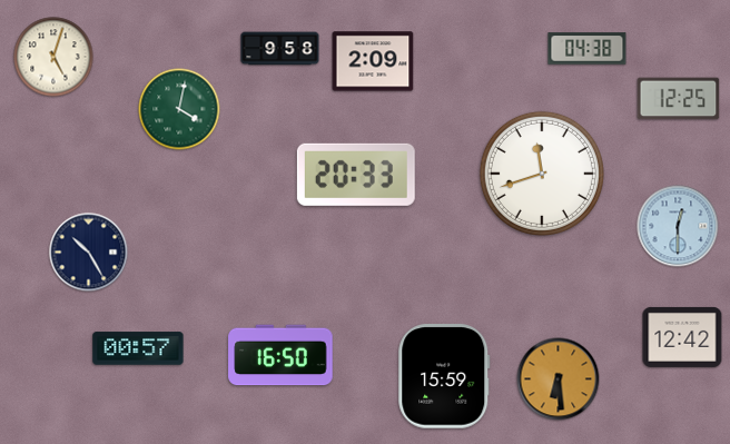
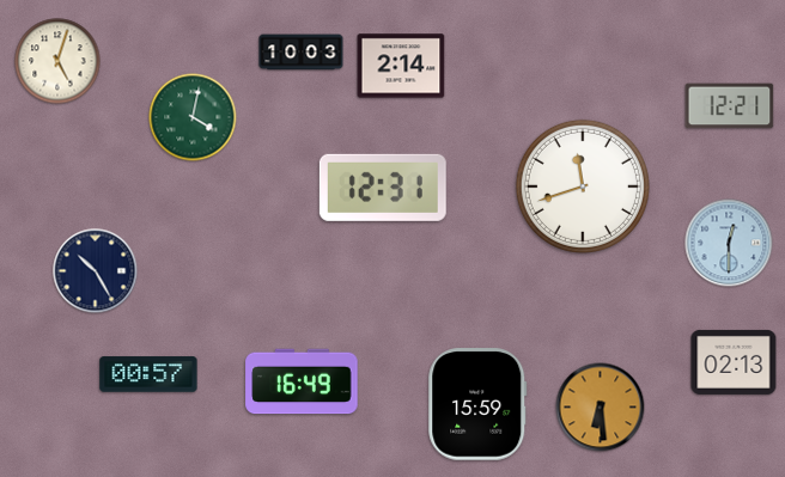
clock at (280, 49): 9:58 -> 10:03
clock at (588, 49): 04:38 -> none
clock at (373, 61): 2:09 -> 2:14
clock at (679, 99): 12:25 -> 12:21
clock at (356, 175): 20:33 -> 12:31
clock at (682, 337): 12:42 -> 02:13
clock at (280, 355): 16:50 -> 16:49
